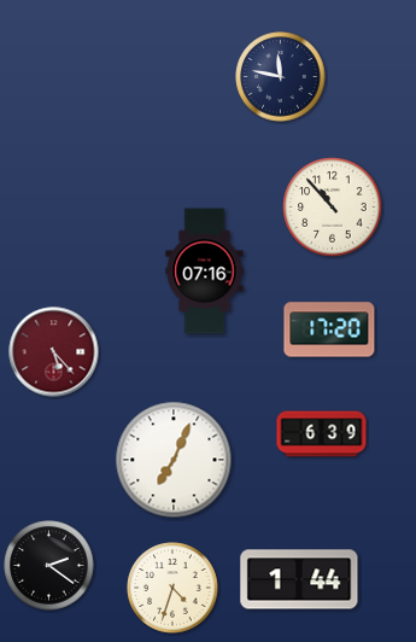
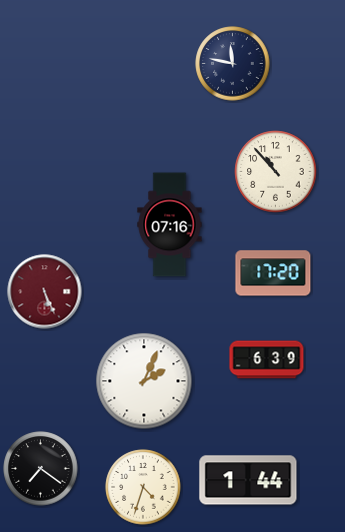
clock at (54, 352): 5:23 -> 5:26
clock at (174, 460): 7:04 -> 2:04
clock at (49, 566): 2:21 -> 7:21
